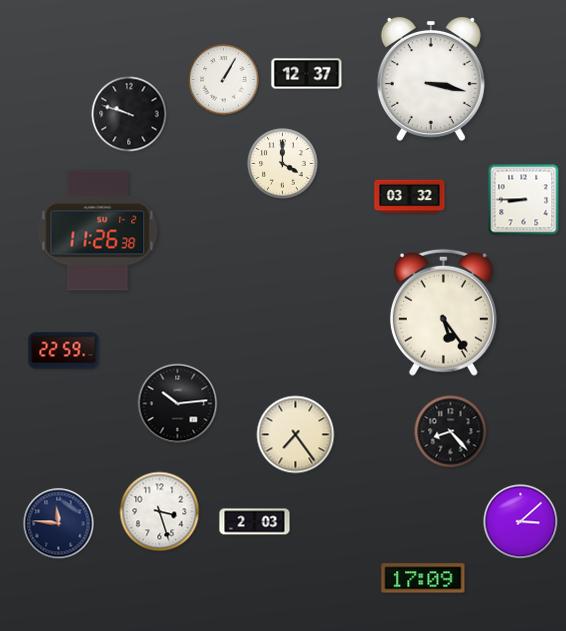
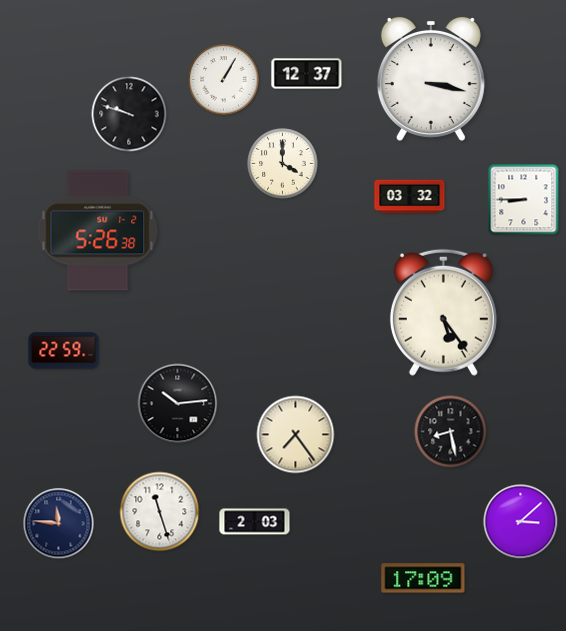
clock at (98, 231): 11:26 -> 5:26
clock at (451, 432): 8:23 -> 8:28
clock at (160, 512): 3:27 -> 11:27
